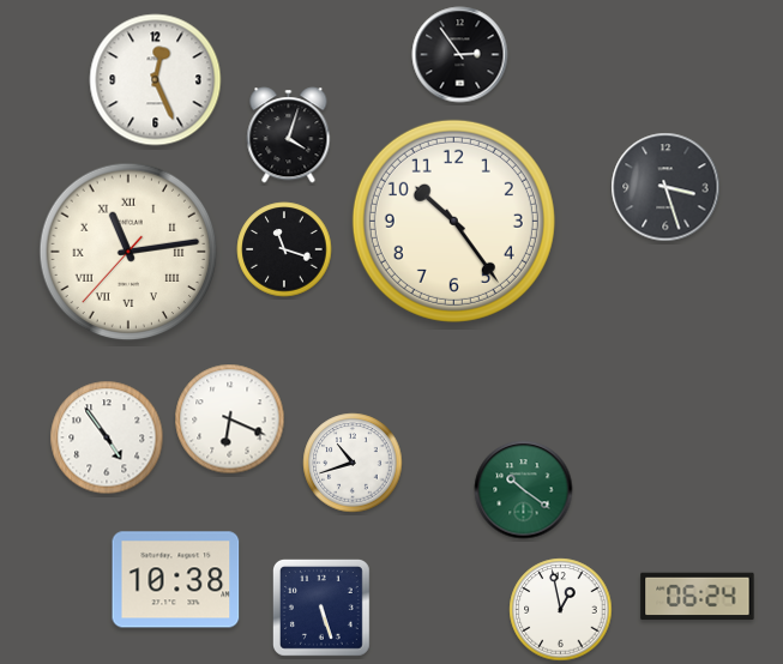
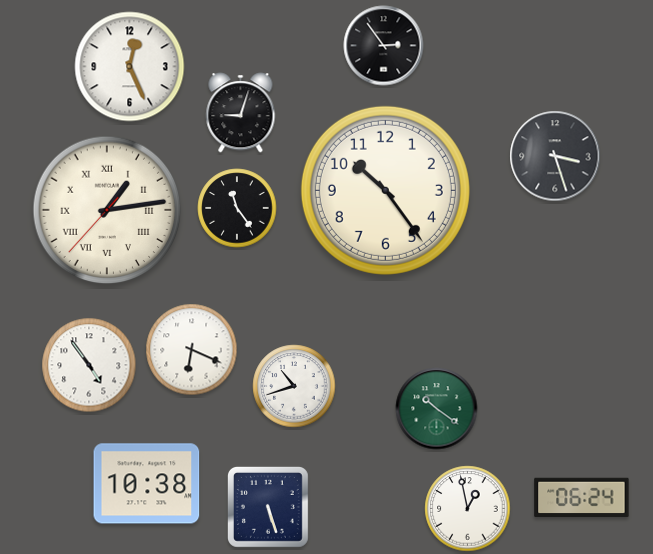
clock at (289, 135): 4:03 -> 9:03
clock at (453, 221) position: (453, 221) -> (385, 190)
clock at (284, 249): 11:18 -> 11:24
clock at (128, 252): 11:13 -> 1:13
